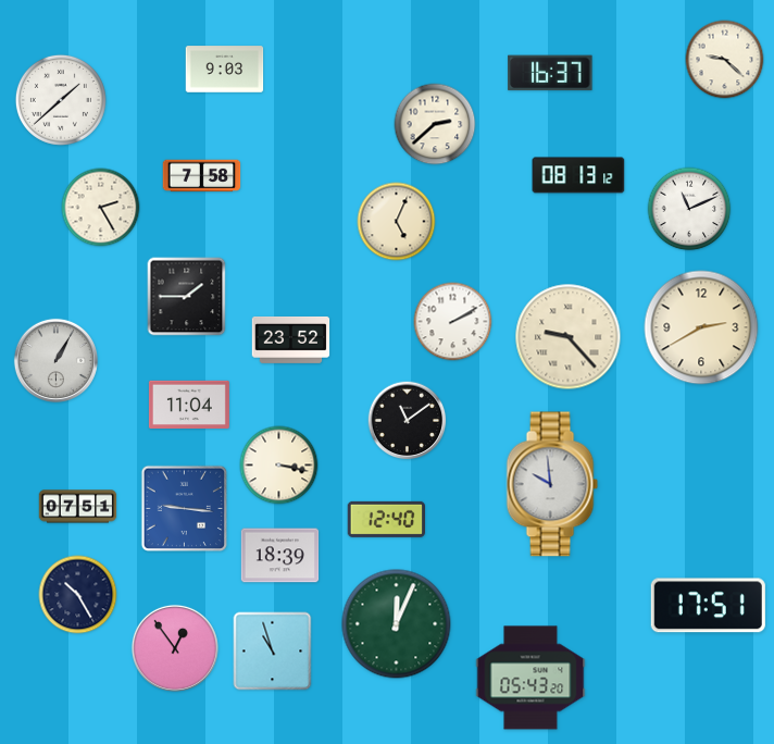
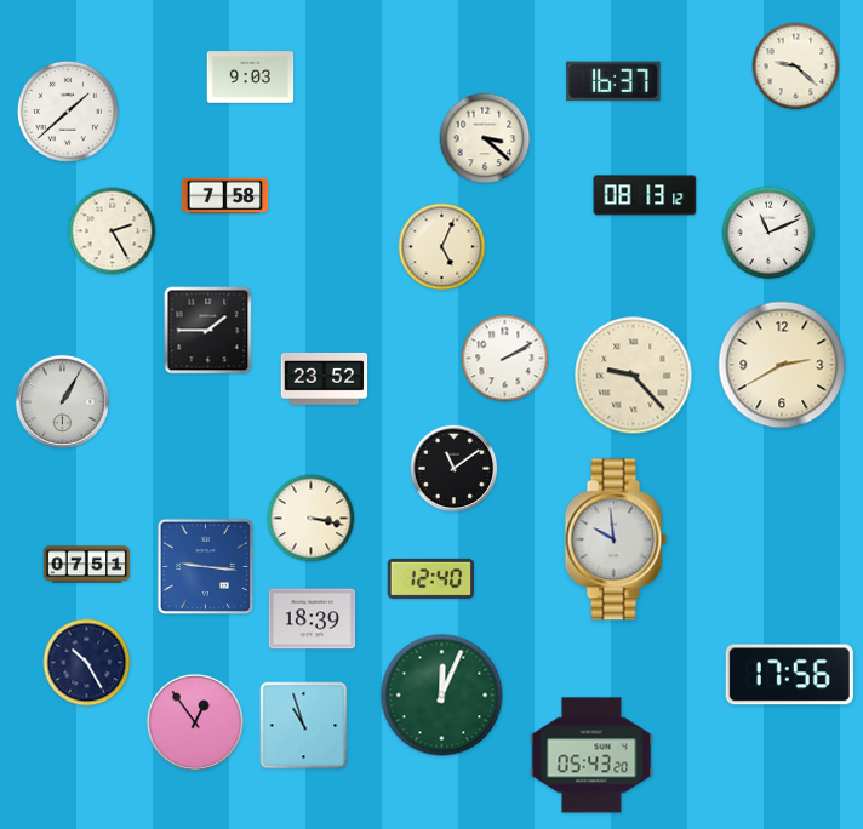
clock at (725, 60) position: (725, 60) -> (796, 67)
clock at (435, 124): 2:38 -> 3:22
clock at (189, 404): 11:04 -> none
clock at (708, 606): 17:51 -> 17:56
